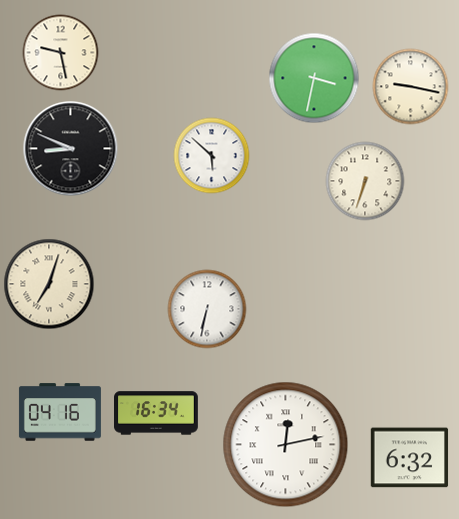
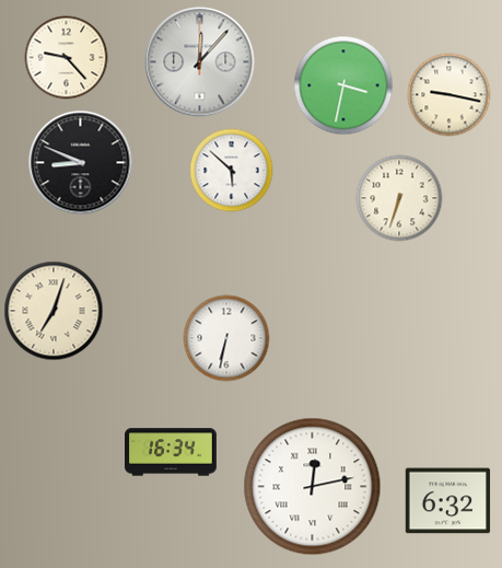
clock at (61, 53): 9:28 -> 9:23
clock at (200, 62): none -> 12:07
clock at (71, 149) position: (71, 149) -> (81, 163)
clock at (60, 412): 04:16 -> none
